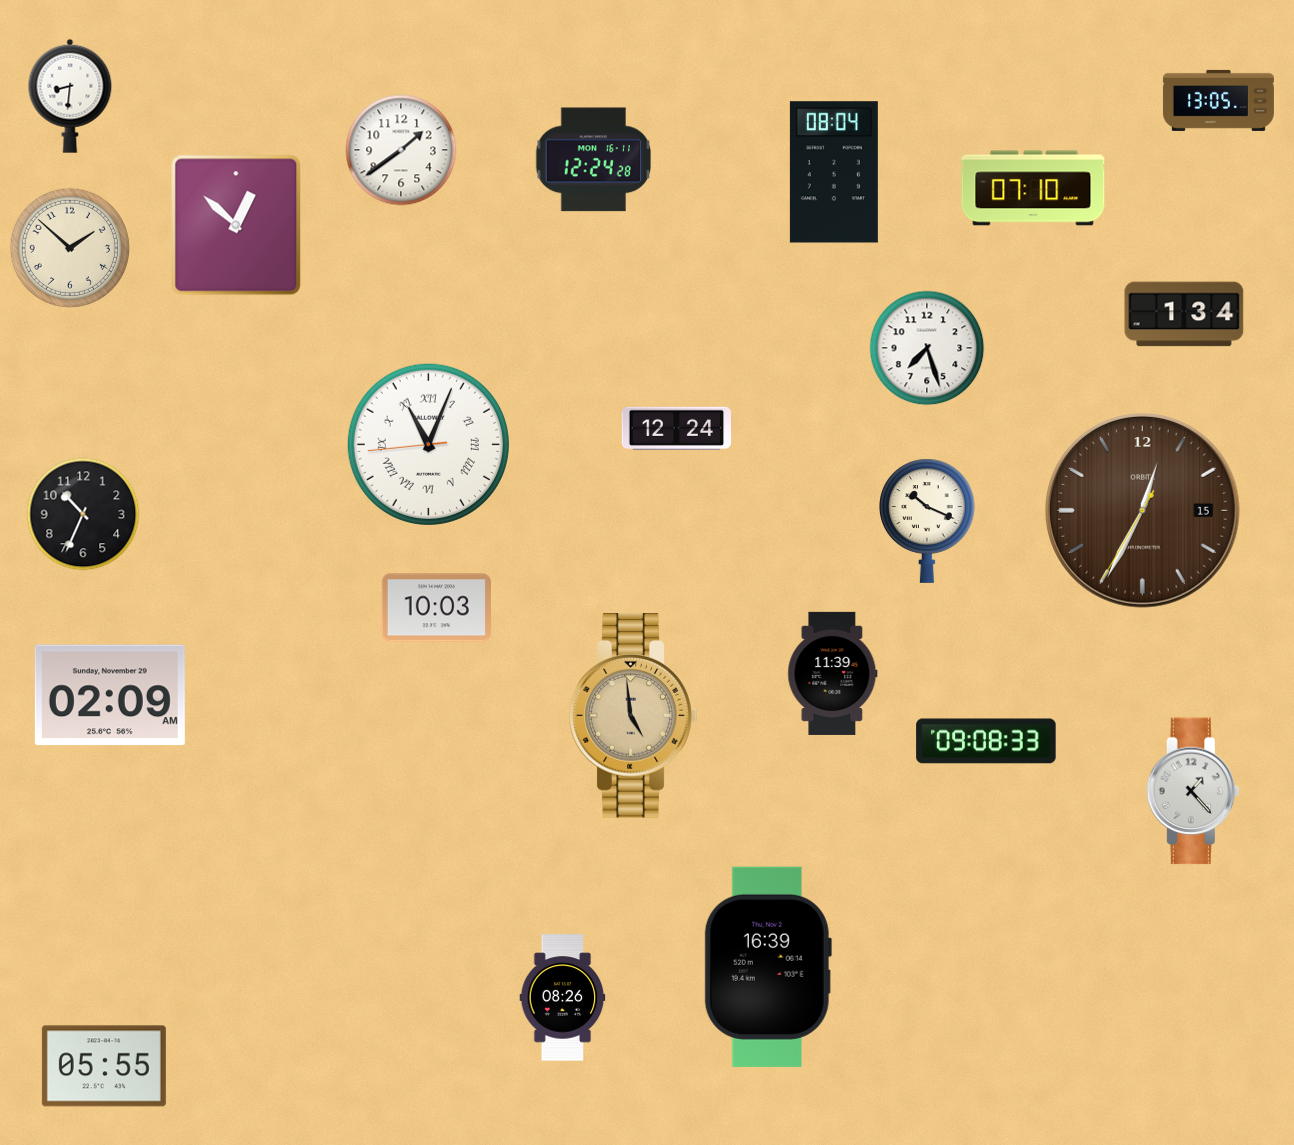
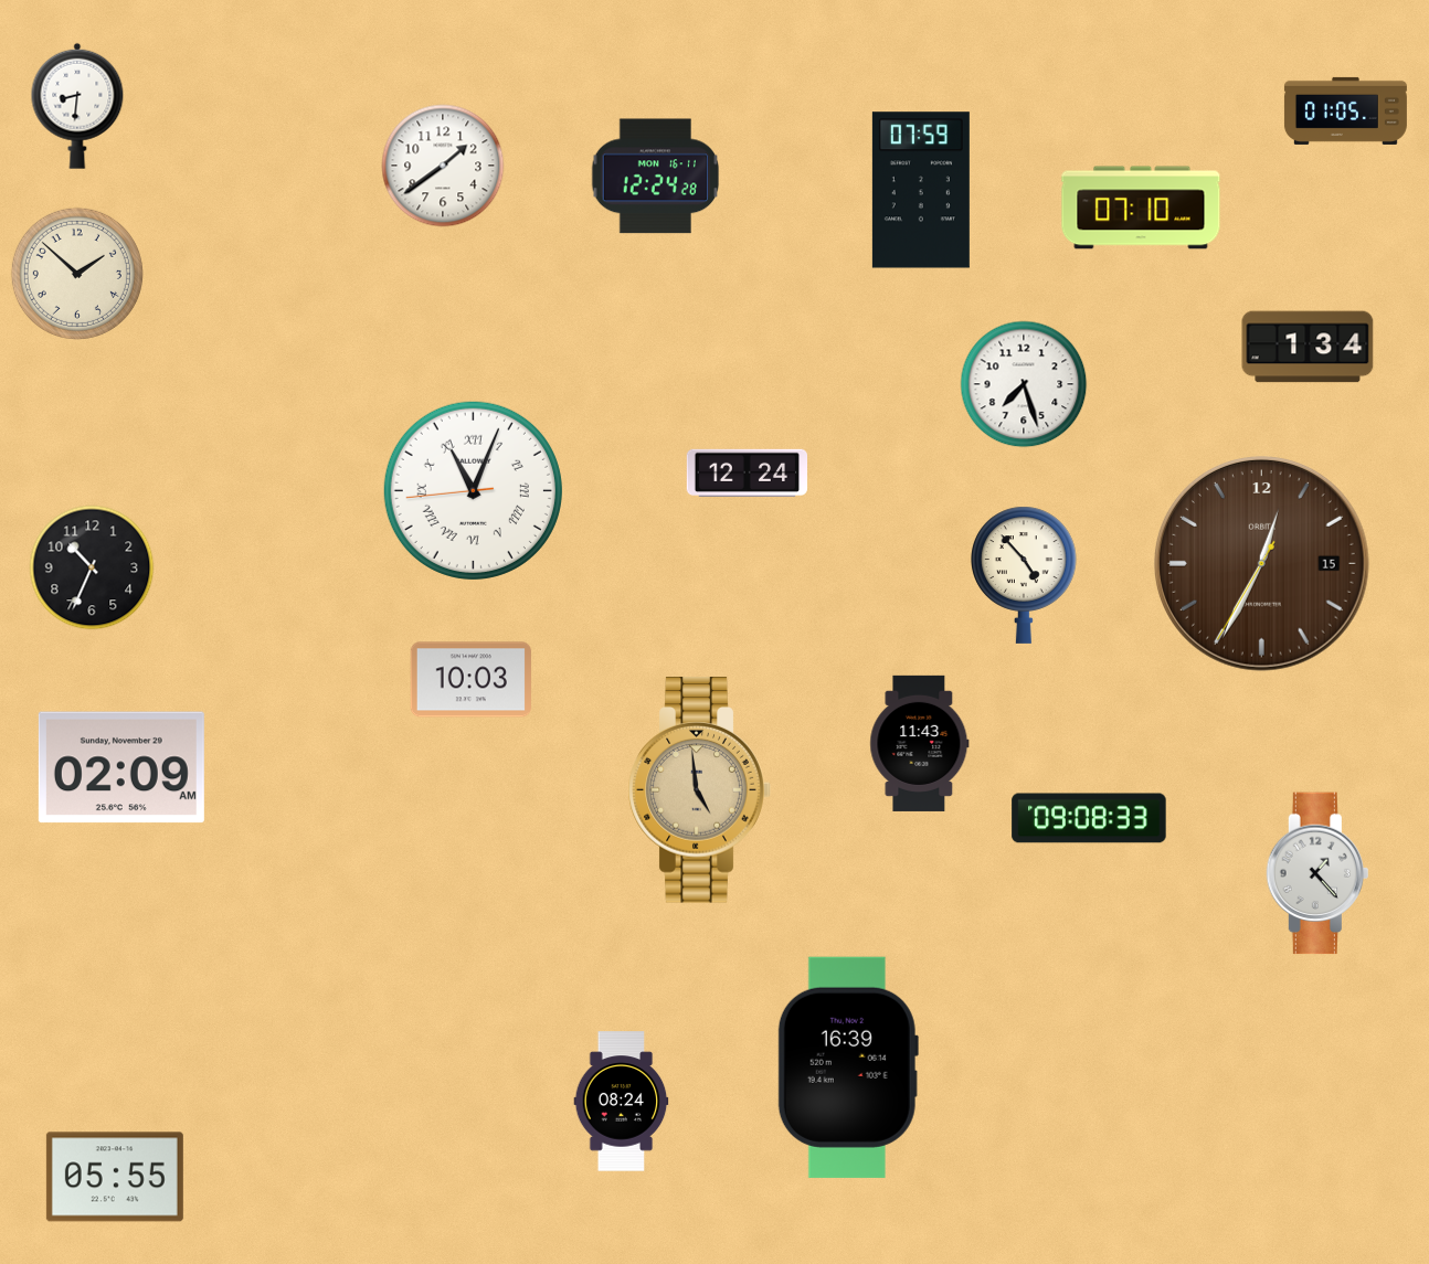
clock at (1218, 100): 13:05 -> 01:05
clock at (834, 172): 08:04 -> 07:59
clock at (236, 225): 12:52 -> none
clock at (928, 521): 10:19 -> 4:53
clock at (436, 608) position: (436, 608) -> (470, 680)
clock at (833, 673): 11:39 -> 11:43
clock at (563, 998): 08:26 -> 08:24
